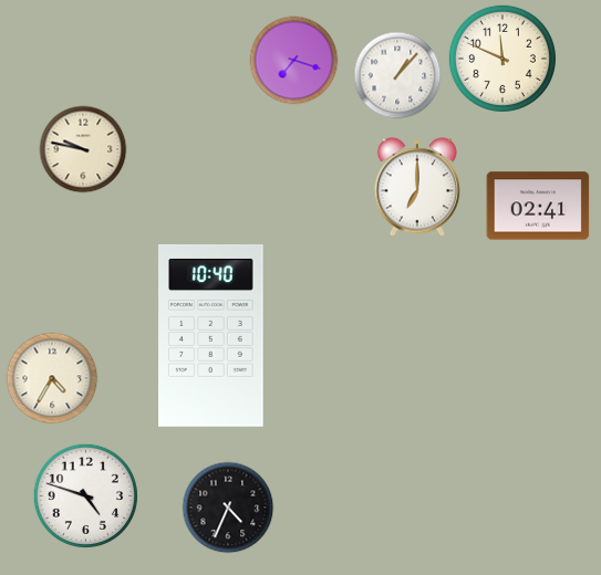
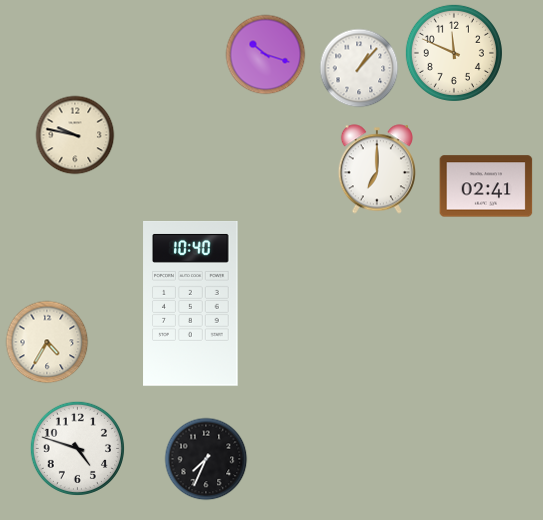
clock at (294, 61): 7:18 -> 10:18
clock at (228, 508): 4:34 -> 7:34
